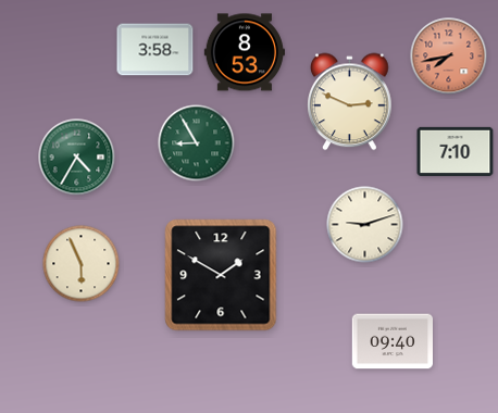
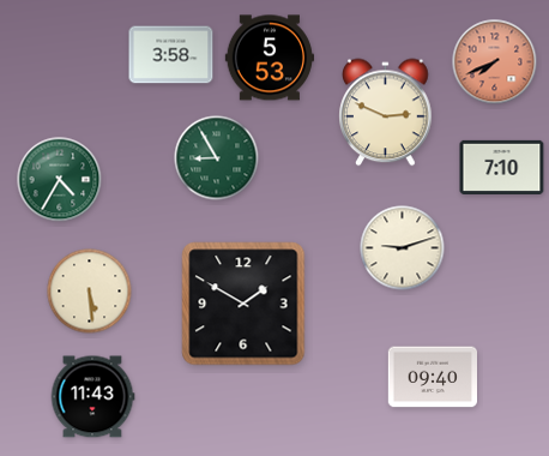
clock at (244, 52): 8:53 -> 5:53
clock at (449, 57): 7:43 -> 7:41
clock at (77, 158) position: (77, 158) -> (60, 180)
clock at (82, 264): 5:56 -> 5:29
clock at (92, 397): none -> 11:43
